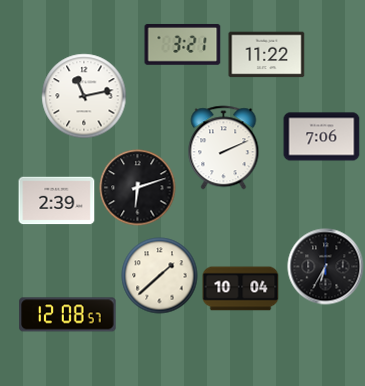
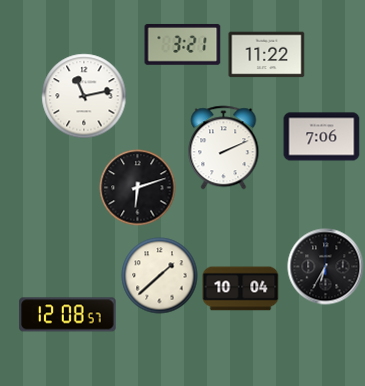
clock at (57, 201): 2:39 -> none
